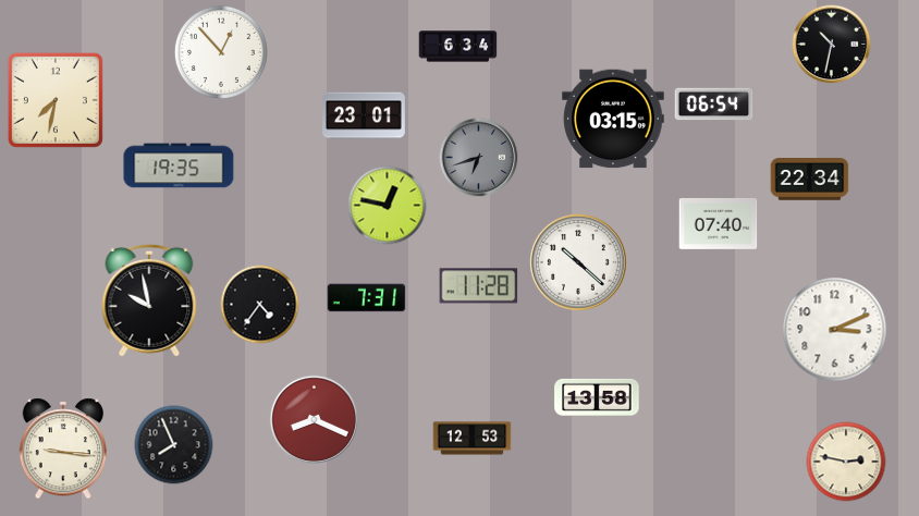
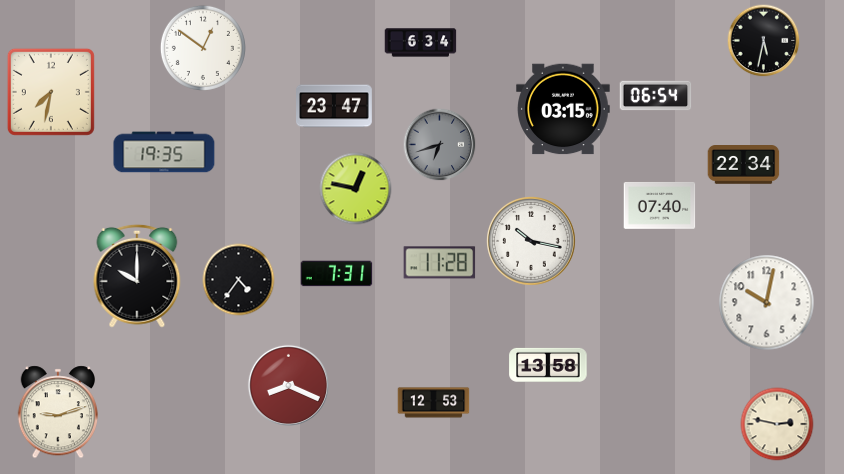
clock at (832, 45): 10:32 -> 5:32
clock at (221, 52): 12:53 -> 12:51
clock at (365, 115): 23:01 -> 23:47
clock at (579, 263): 10:22 -> 10:17
clock at (149, 300): 9:58 -> 10:00
clock at (835, 330): 3:11 -> 10:02
clock at (174, 445): 7:56 -> none
clock at (62, 449): 9:16 -> 9:12
